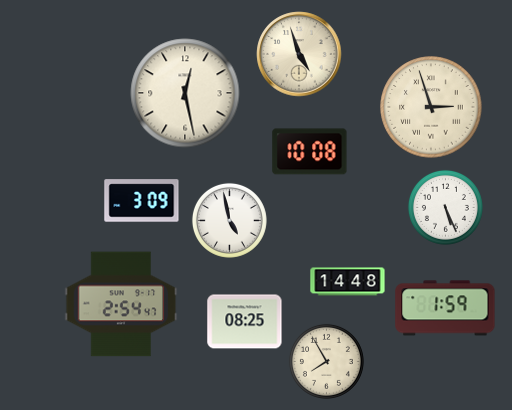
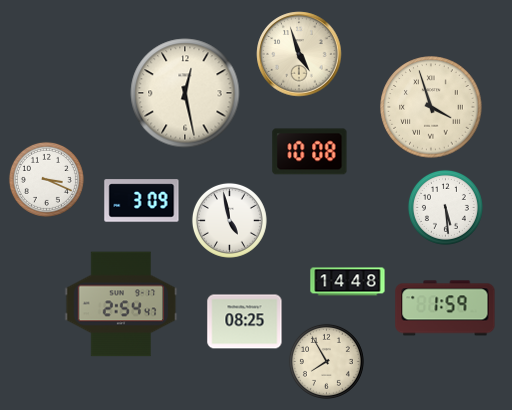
clock at (431, 107): 2:57 -> 3:57
clock at (46, 179): none -> 3:19
clock at (445, 207): 5:26 -> 5:29
